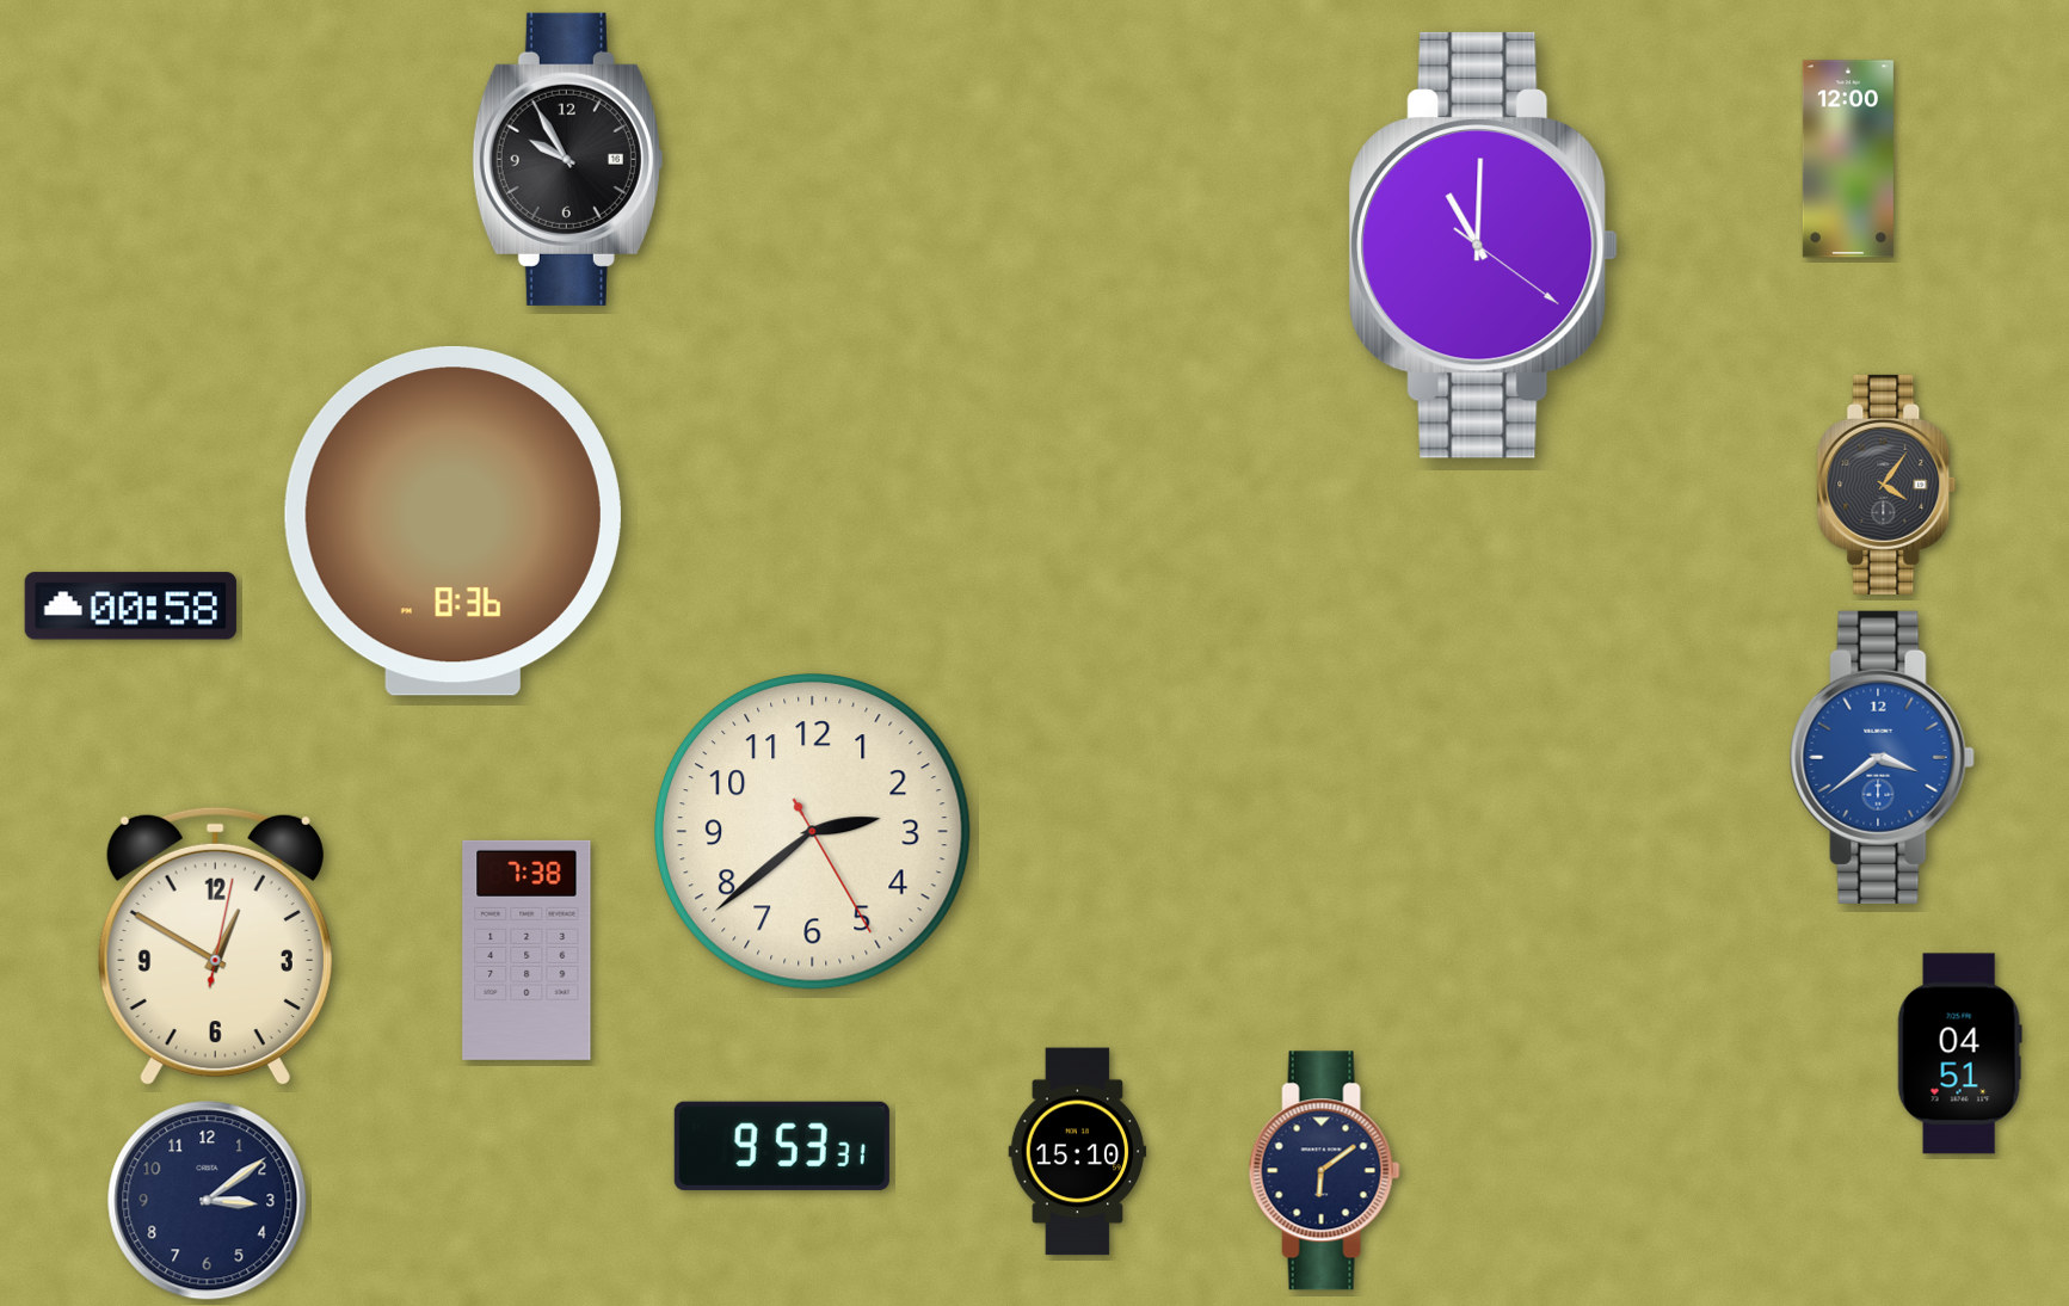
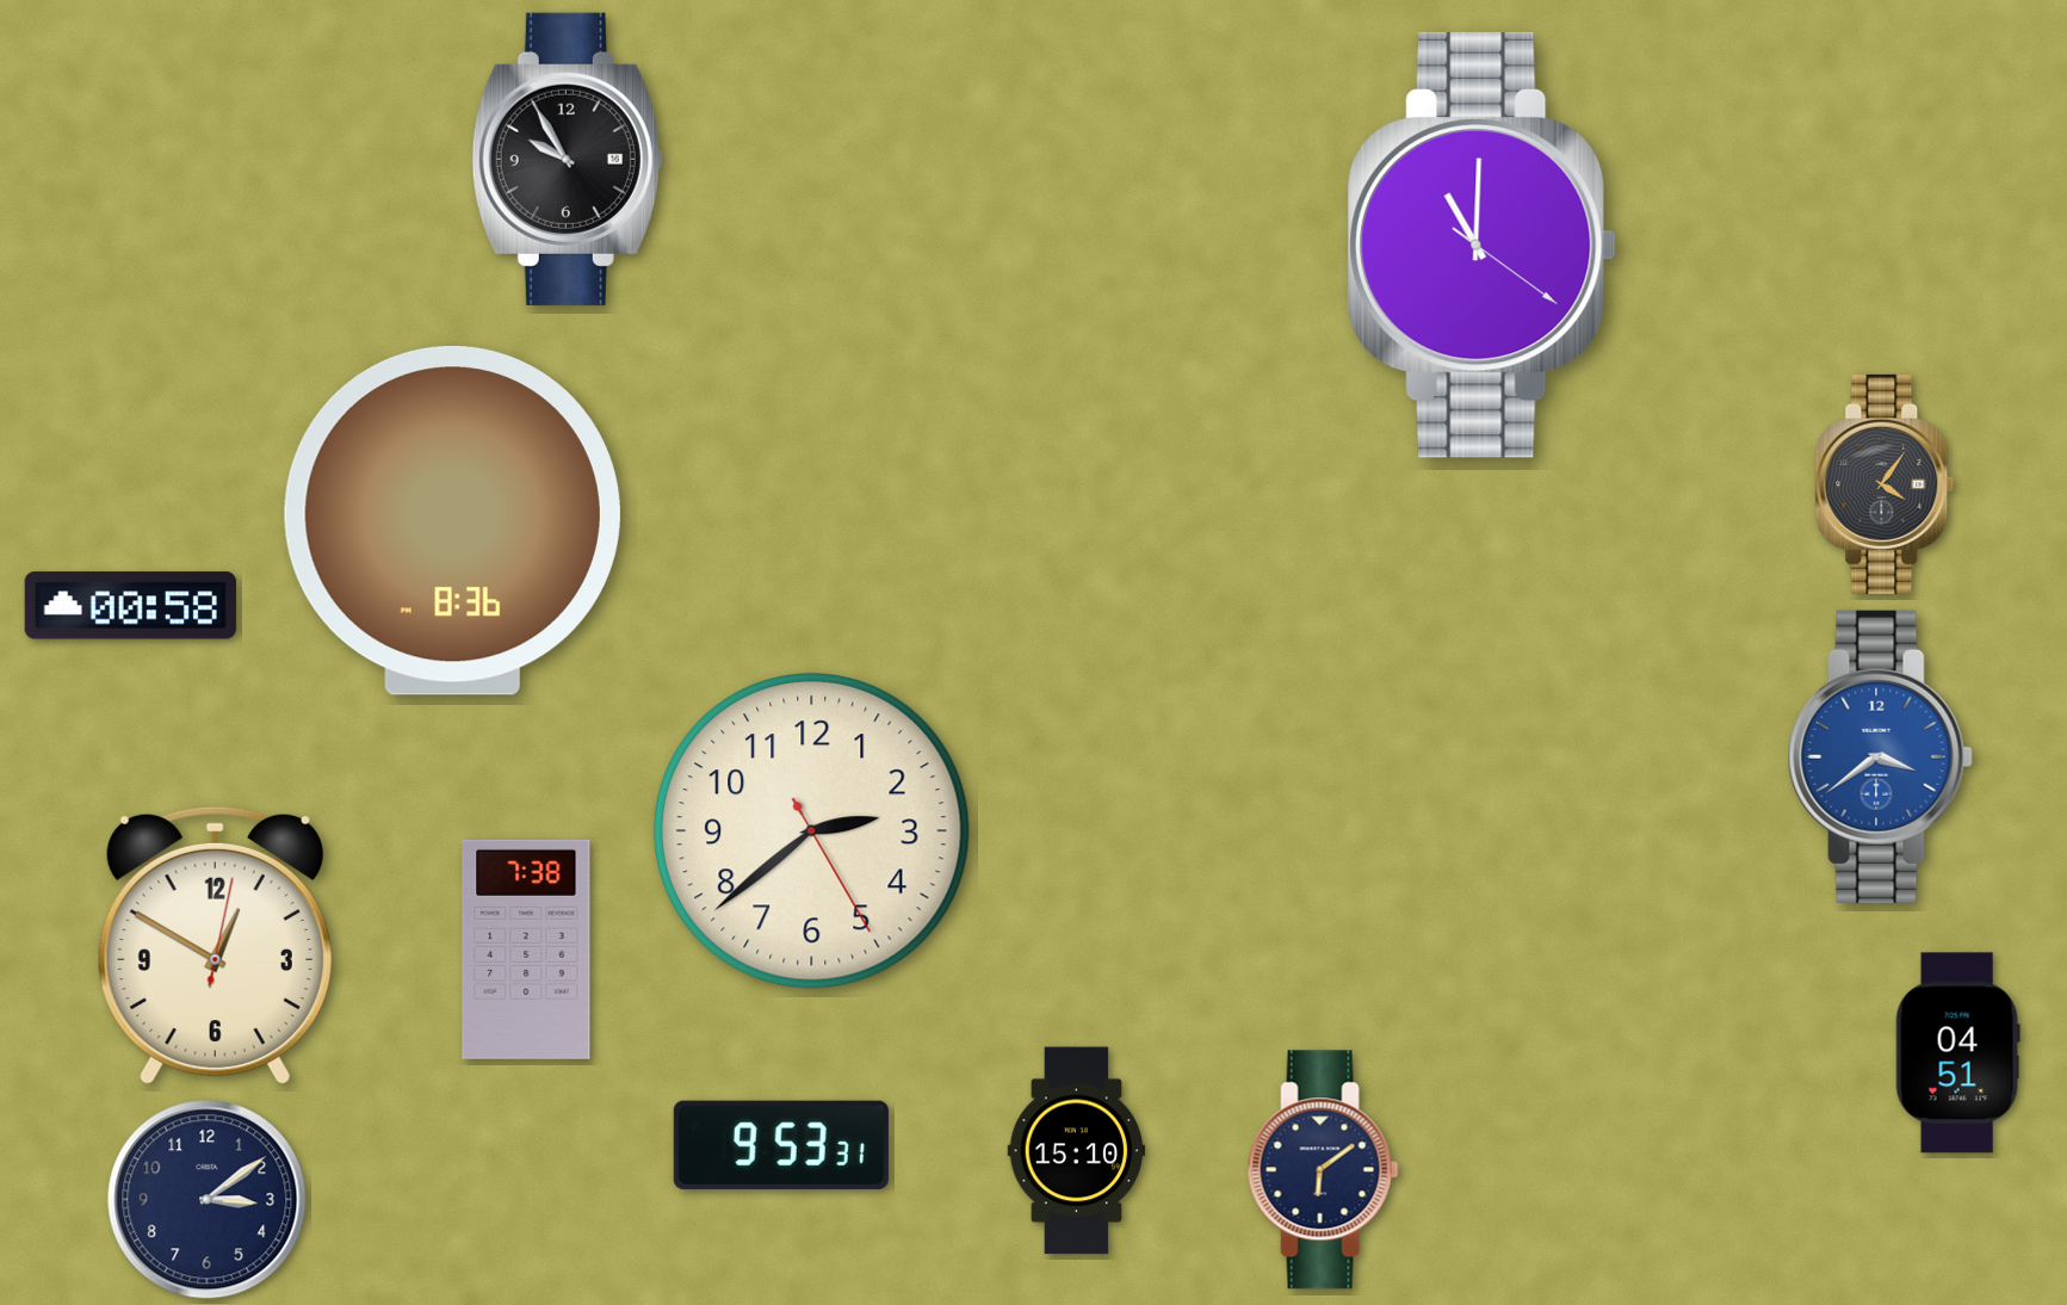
clock at (1848, 159): 12:00 -> none
